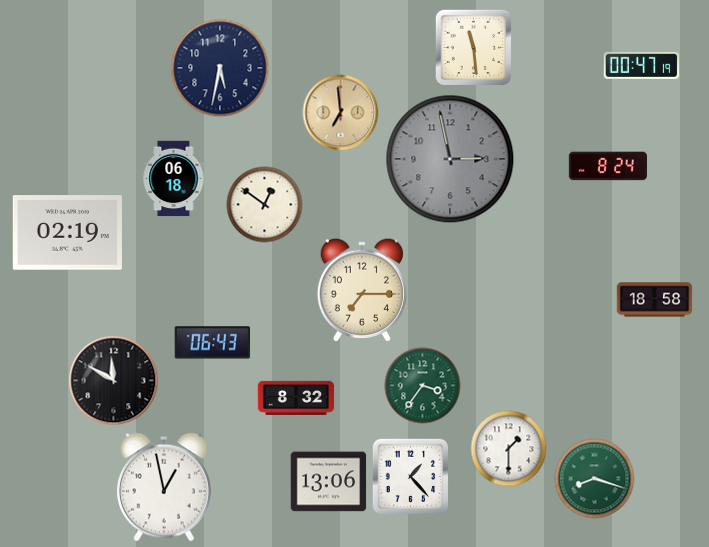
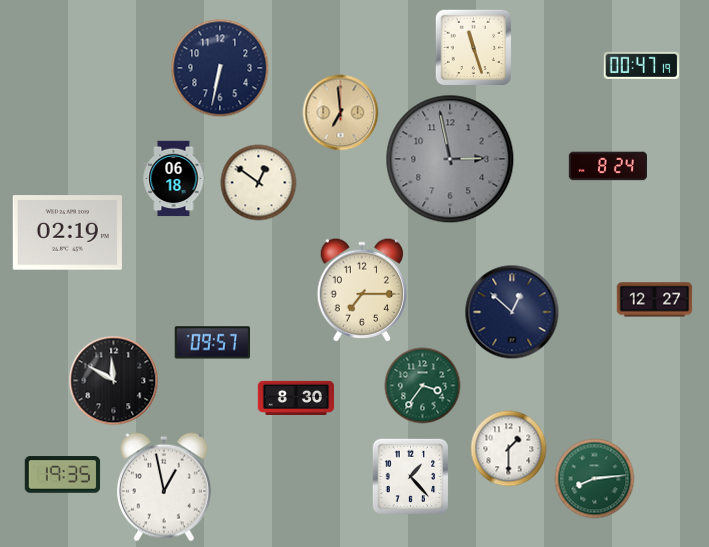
clock at (473, 47): 11:29 -> 11:27
clock at (220, 68): 5:32 -> 6:32
clock at (265, 205) position: (265, 205) -> (259, 183)
clock at (655, 300): 18:58 -> 12:27
clock at (512, 312): none -> 12:52
clock at (213, 343): 06:43 -> 09:57
clock at (296, 398): 8:32 -> 8:30
clock at (63, 475): none -> 19:35
clock at (595, 479): 8:18 -> 8:14
clock at (329, 482): 13:06 -> none
